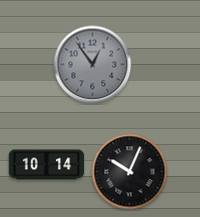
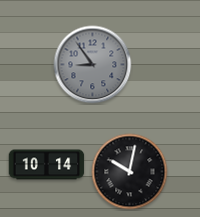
clock at (93, 65): 12:54 -> 8:54
clock at (130, 172): 10:04 -> 10:02
